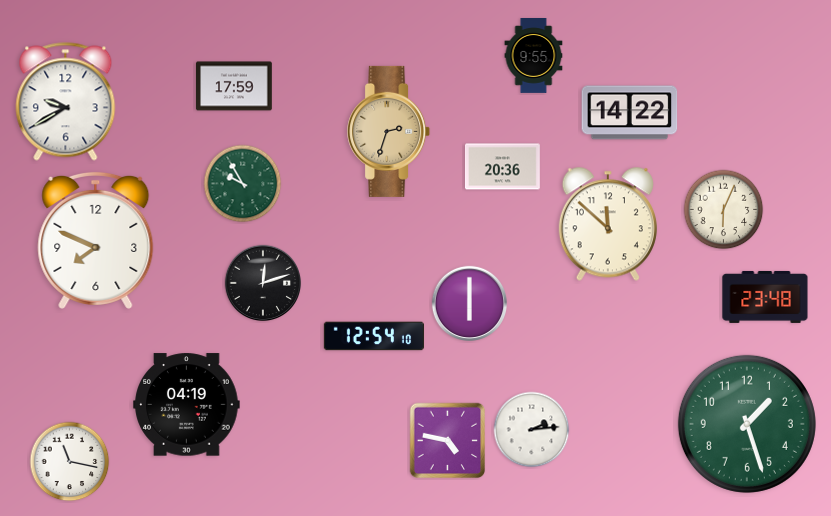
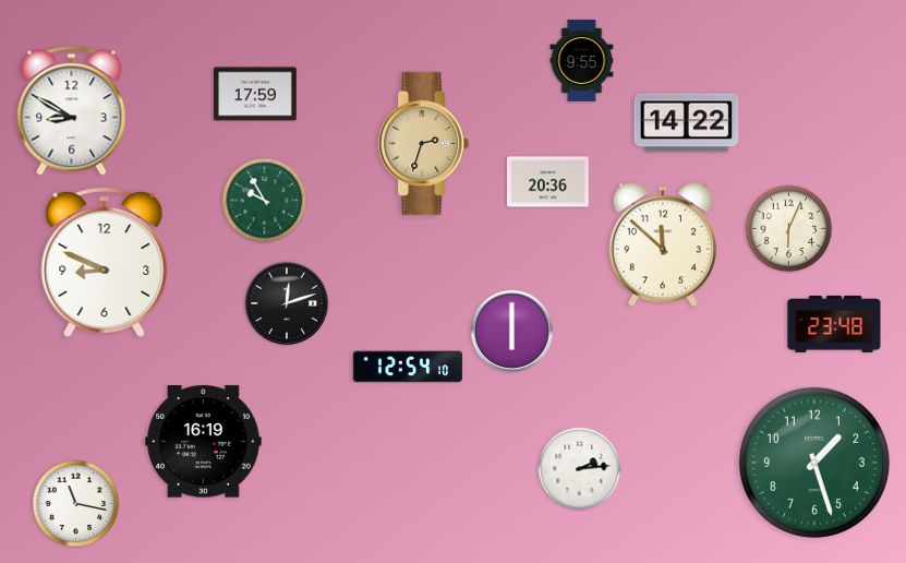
clock at (66, 102): 9:40 -> 8:50
clock at (96, 240): 7:49 -> 8:49
clock at (263, 283) position: (263, 283) -> (287, 303)
clock at (187, 405): 04:19 -> 16:19
clock at (448, 441): 4:47 -> none
